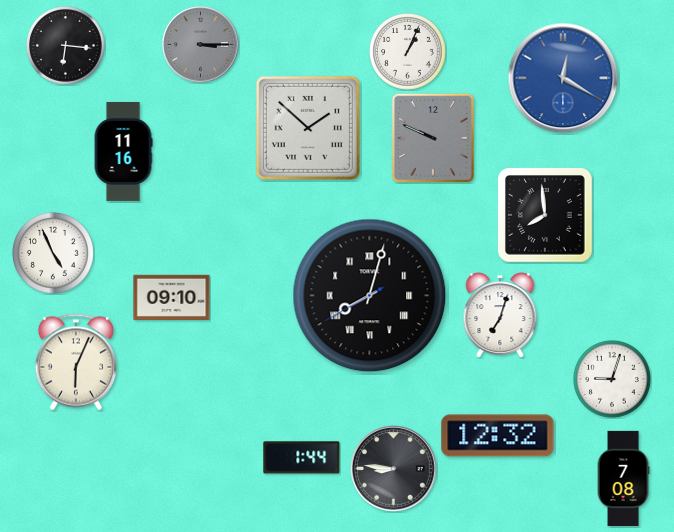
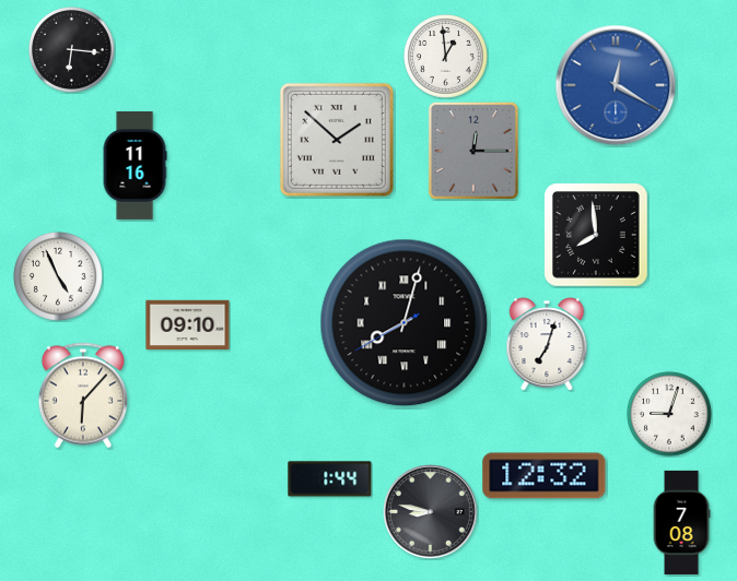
clock at (201, 45): 3:15 -> none
clock at (408, 52): 1:04 -> 12:59
clock at (433, 138): 9:49 -> 12:15
clock at (75, 362): 6:04 -> 6:07
clock at (302, 458) position: (302, 458) -> (330, 479)
clock at (393, 468): 8:46 -> 8:47
